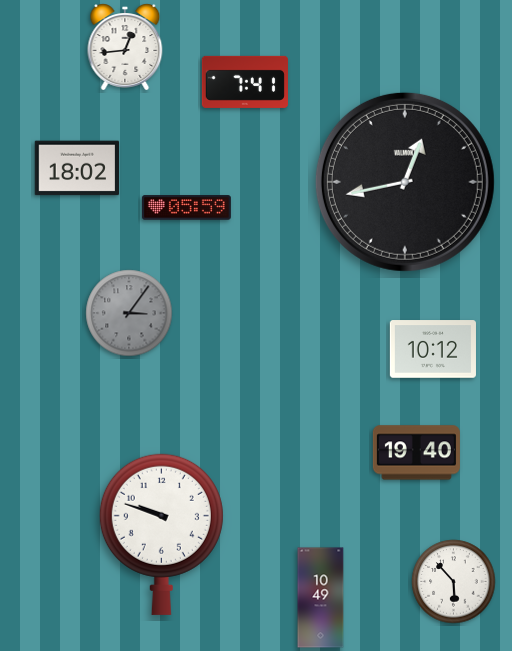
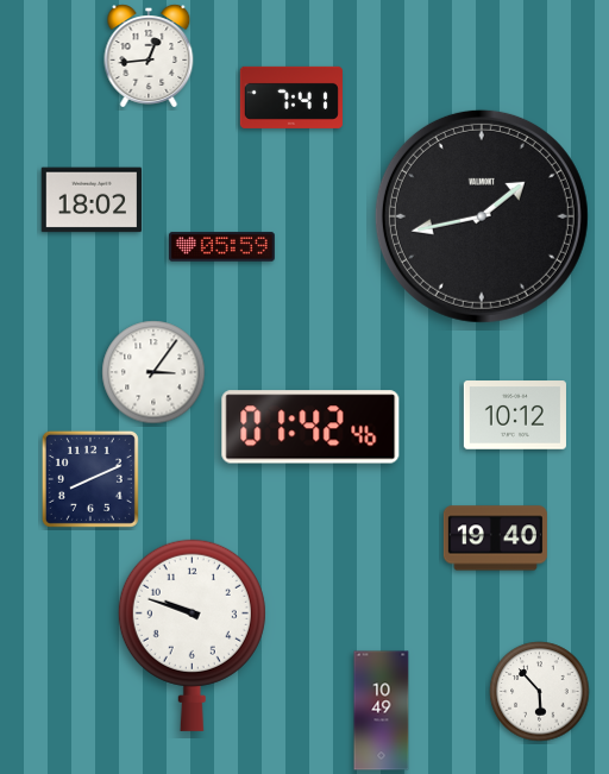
clock at (405, 182): 12:43 -> 1:43
clock at (129, 313) dial: grey -> white
clock at (310, 427): none -> 01:42
clock at (90, 479): none -> 8:11
